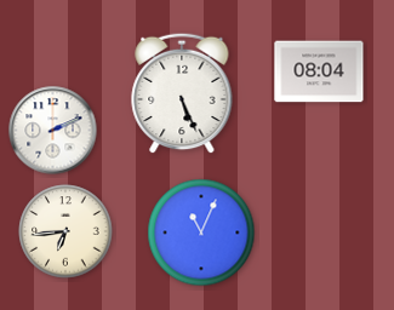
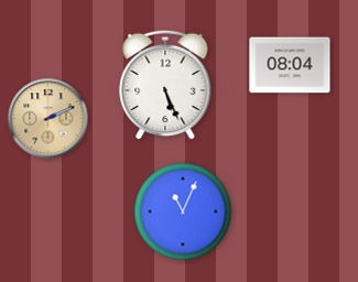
clock at (53, 131) dial: white -> champagne
clock at (65, 231): 6:44 -> none
